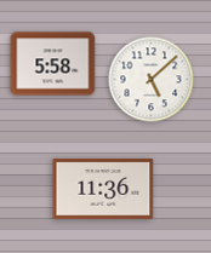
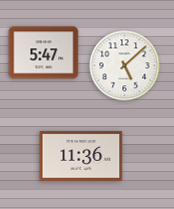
clock at (53, 64): 5:58 -> 5:47
clock at (103, 189) position: (103, 189) -> (81, 156)
